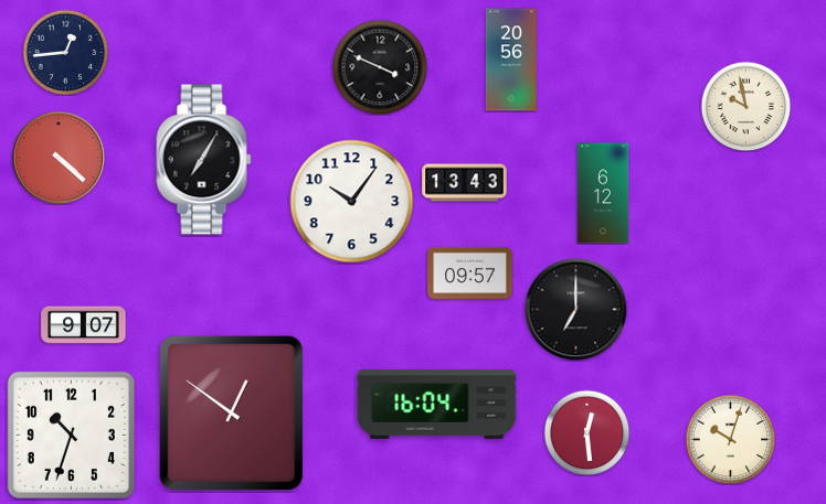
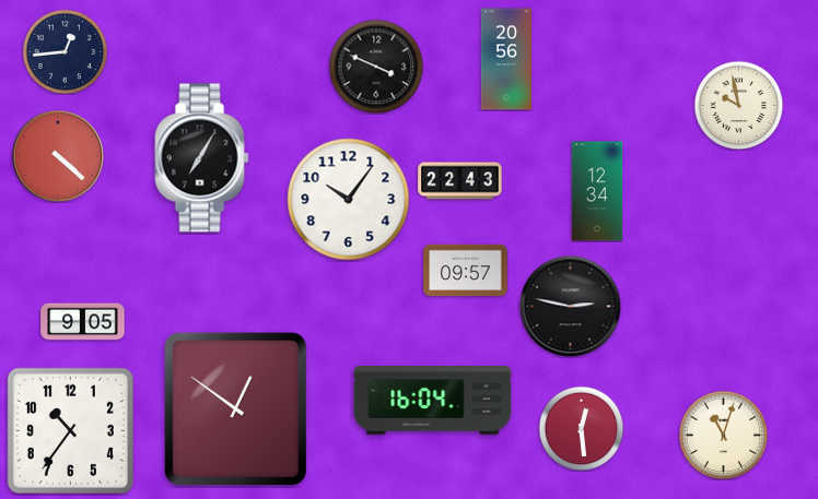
clock at (465, 183): 13:43 -> 22:43
clock at (603, 193): 6:12 -> 12:34
clock at (575, 309): 7:00 -> 2:47
clock at (84, 325): 9:07 -> 9:05
clock at (231, 412) position: (231, 412) -> (235, 408)
clock at (71, 435): 10:33 -> 10:36
clock at (730, 439): 10:03 -> 11:03
